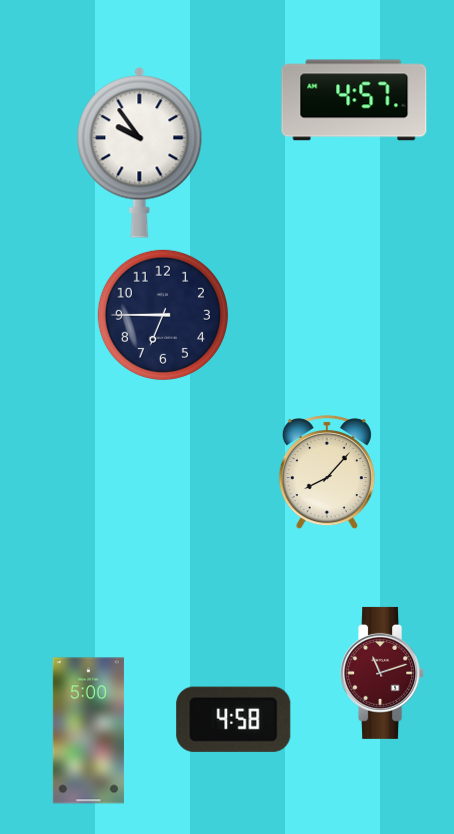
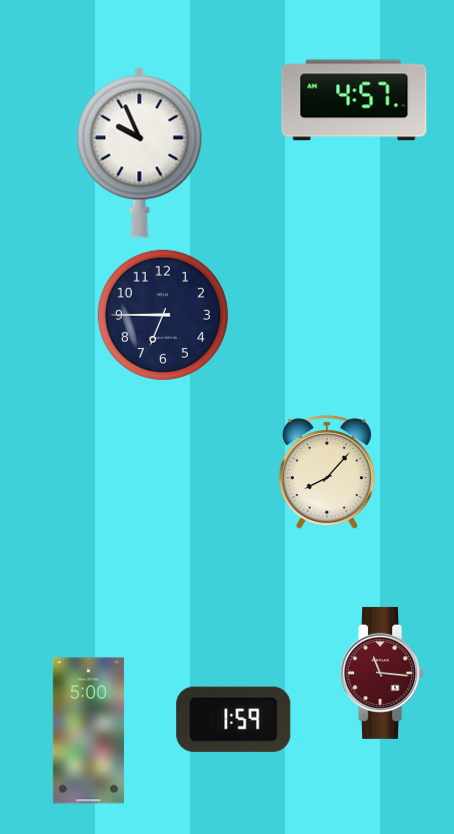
clock at (140, 153): 9:54 -> 9:56
clock at (383, 673): 11:12 -> 11:16
clock at (234, 719): 4:58 -> 1:59
